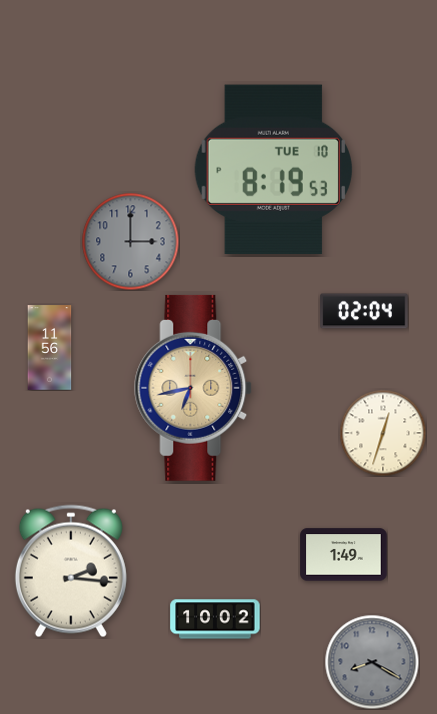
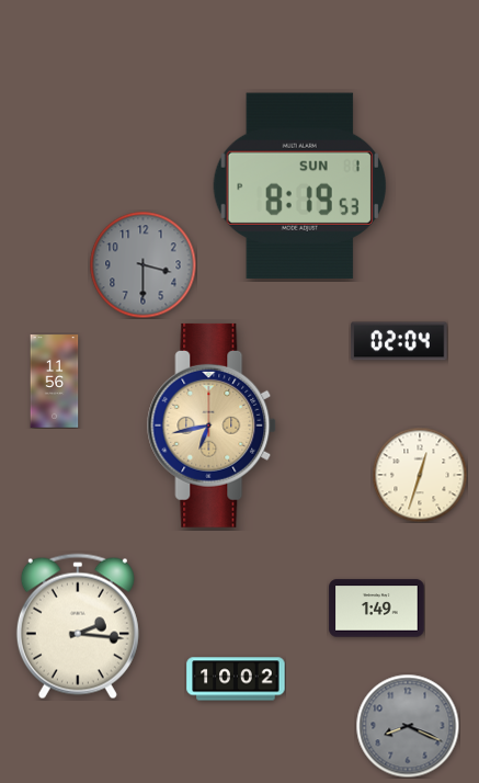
clock at (273, 170) date: TUE 10 -> SUN 1
clock at (130, 241): 3:00 -> 3:30
clock at (372, 662): 8:20 -> 8:19
